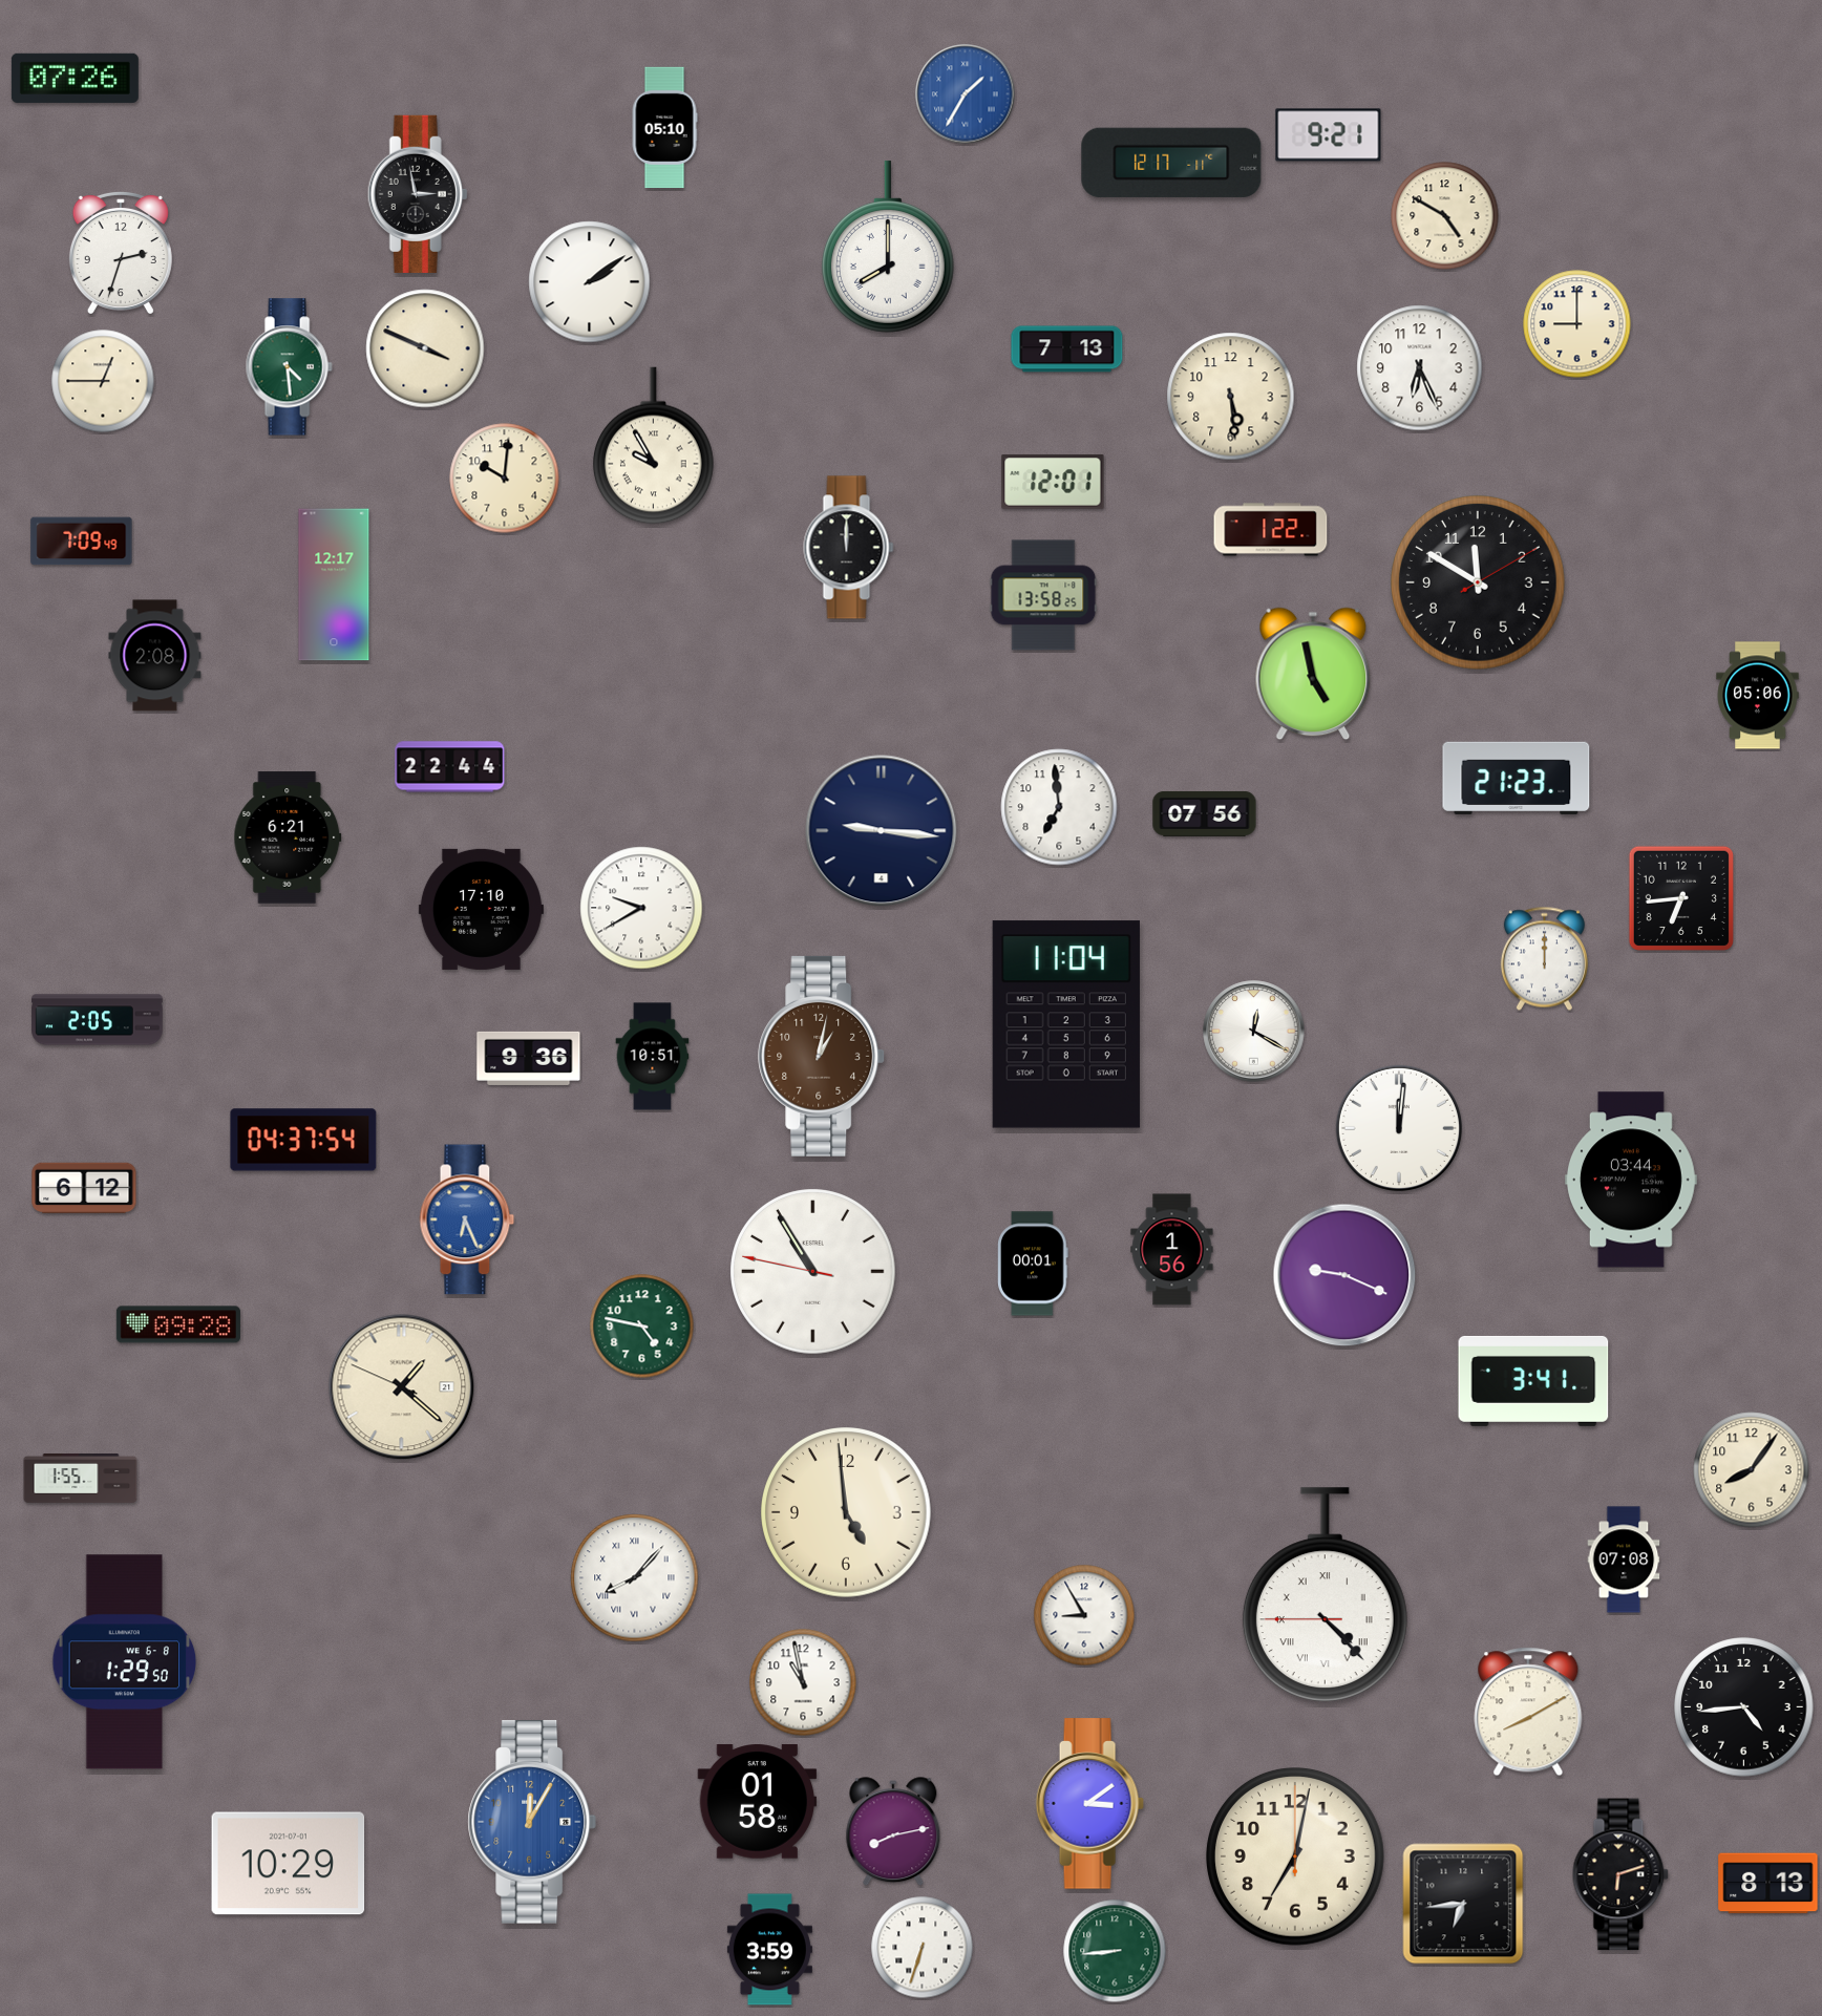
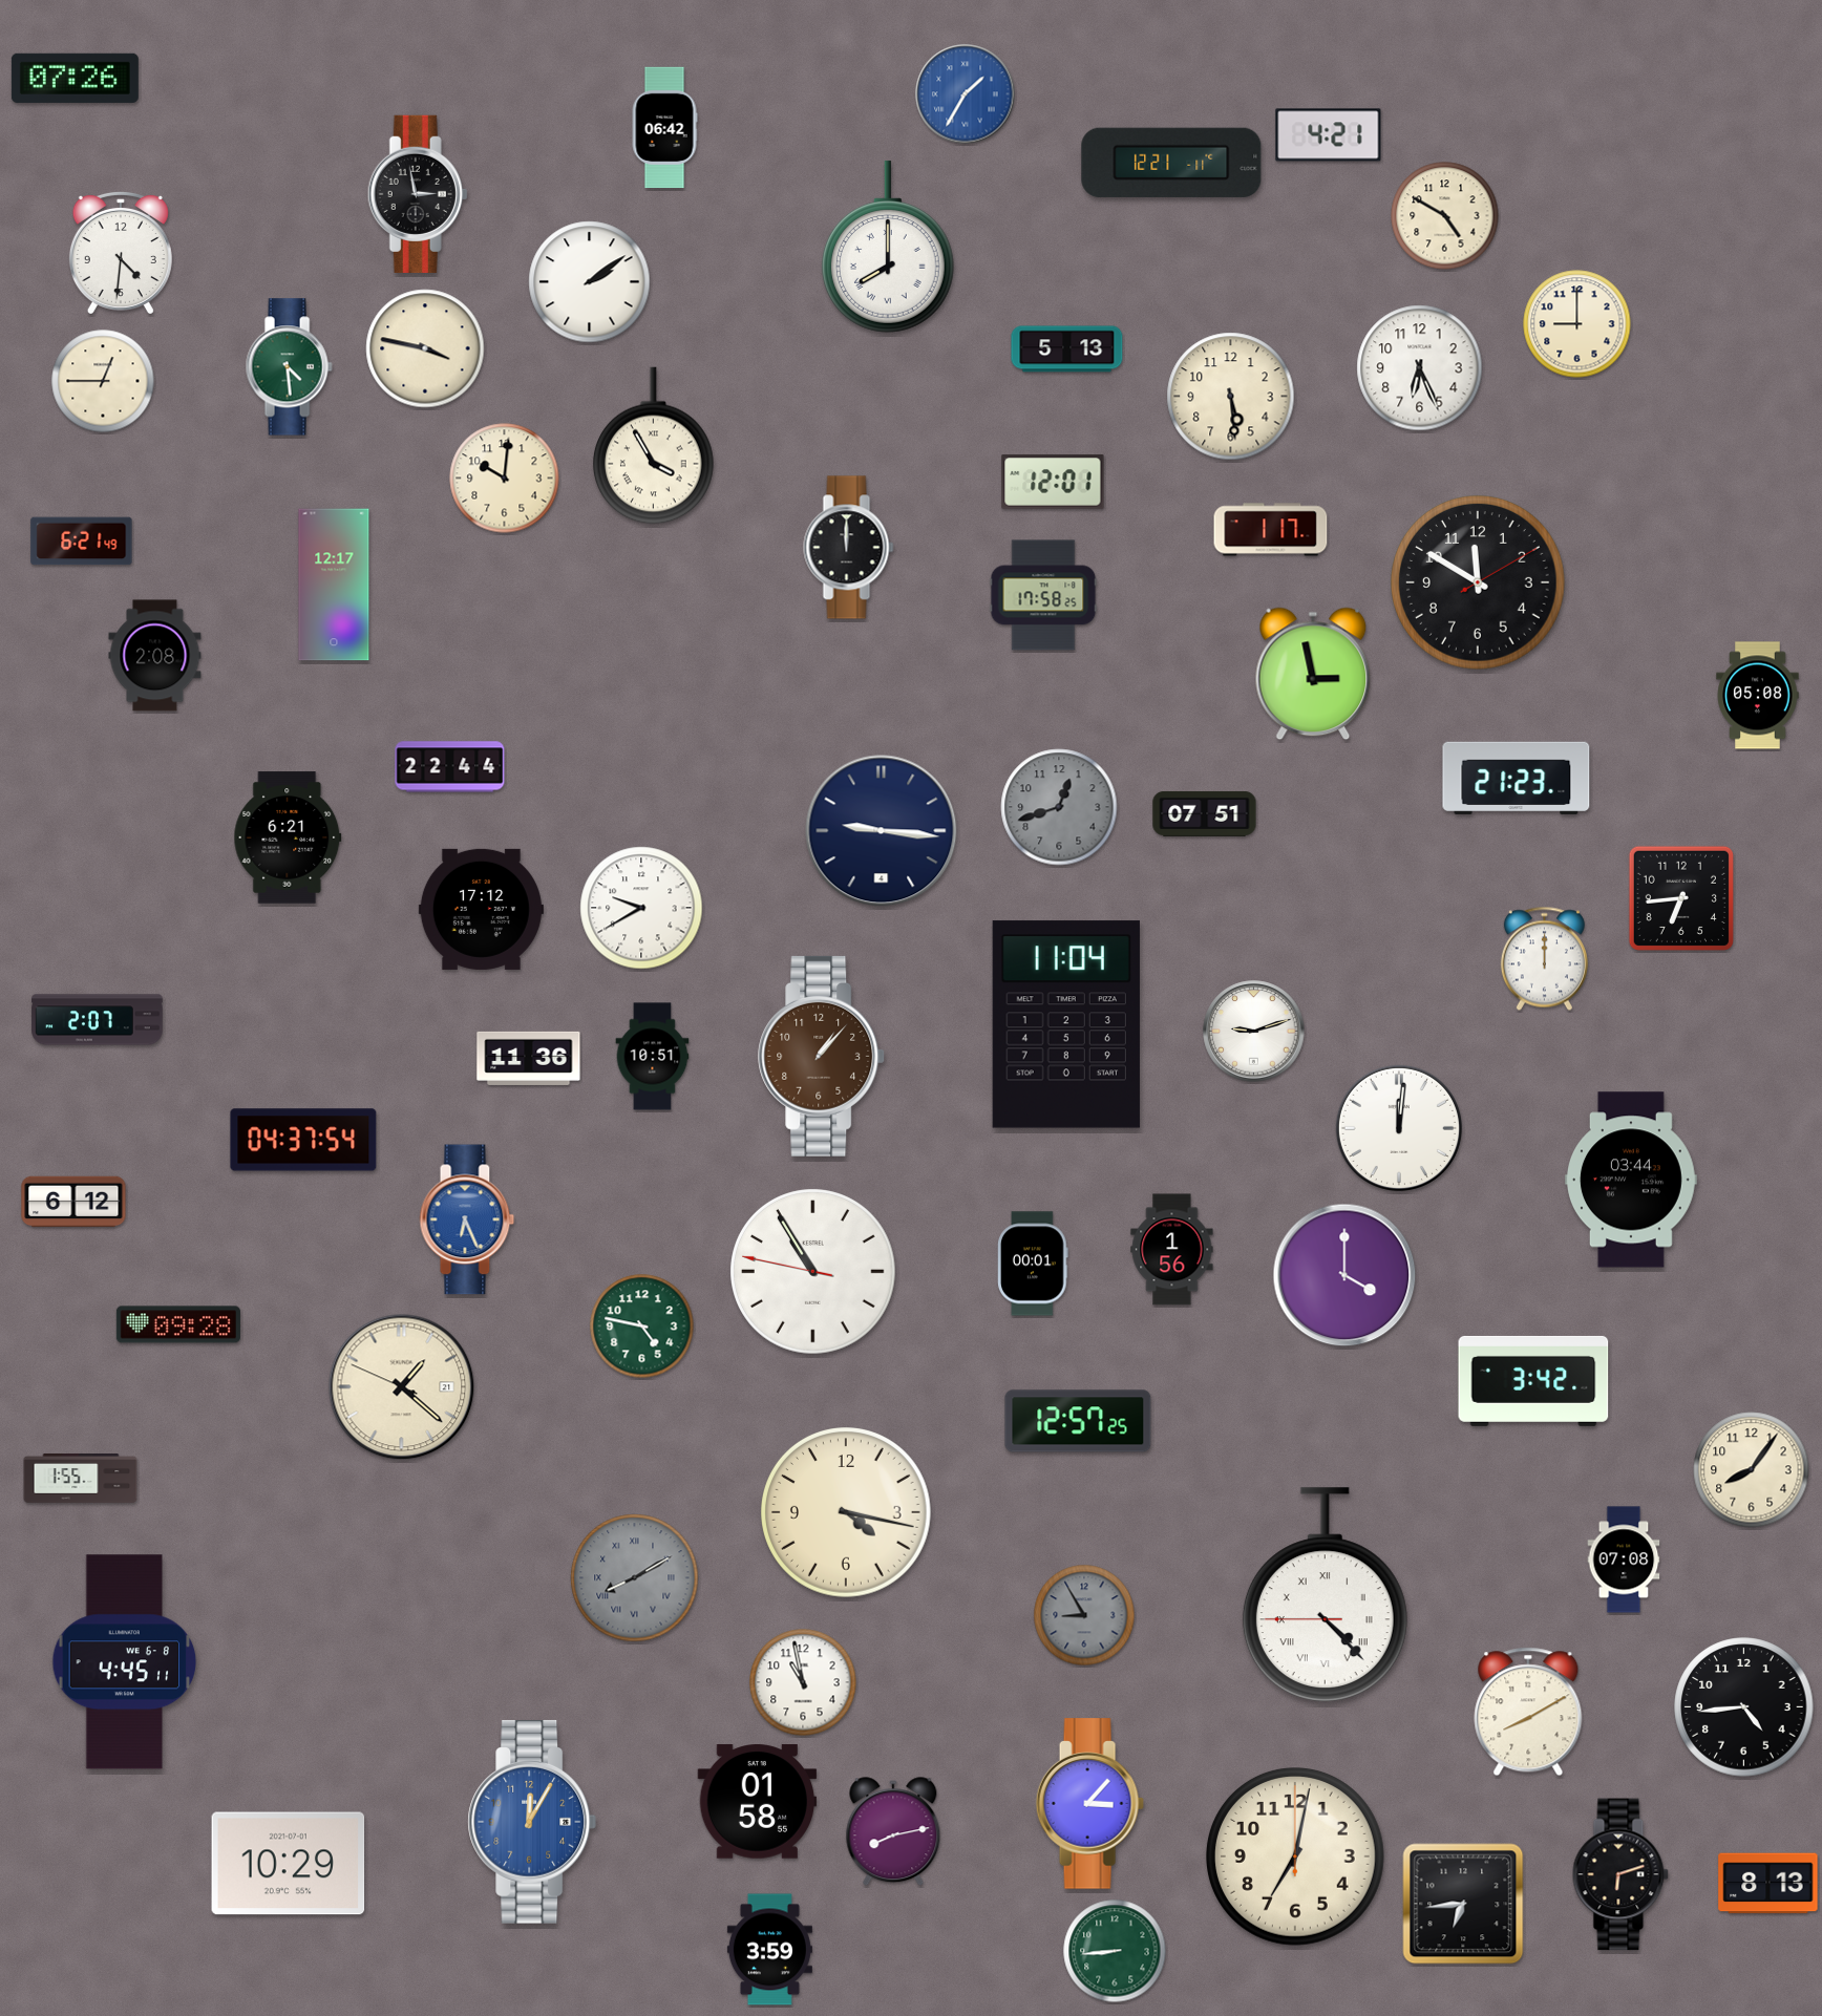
clock at (664, 128): 05:10 -> 06:42
clock at (1329, 135): 9:21 -> 4:21
clock at (1171, 163): 12:17 -> 12:21
clock at (121, 252): 2:33 -> 4:31
clock at (425, 348): 3:49 -> 3:47
clock at (1067, 349): 7:13 -> 5:13
clock at (654, 446): 9:55 -> 3:55
clock at (1271, 530): 1:22 -> 1:17
clock at (82, 542): 7:09 -> 6:21
clock at (1043, 595): 13:58 -> 17:58
clock at (1313, 674): 4:58 -> 2:58
clock at (1758, 696): 05:06 -> 05:08
clock at (1059, 807): 6:59 -> 12:42
clock at (1059, 807) dial: white -> grey
clock at (1205, 813): 07:56 -> 07:51
clock at (481, 909): 17:10 -> 17:12
clock at (98, 1020): 2:05 -> 2:07
clock at (1254, 1032): 12:20 -> 9:12
clock at (822, 1056): 1:02 -> 1:07
clock at (529, 1058): 9:36 -> 11:36
clock at (84, 1188) position: (84, 1188) -> (73, 1202)
clock at (1344, 1275): 9:19 -> 4:00
clock at (1533, 1381): 3:41 -> 3:42
clock at (1078, 1421): none -> 12:57
clock at (847, 1513): 4:59 -> 4:17
clock at (635, 1578): 8:07 -> 8:10
clock at (635, 1578) dial: white -> grey
clock at (1084, 1615) dial: white -> grey
clock at (125, 1662): 1:29 -> 4:45
clock at (1089, 1804): 3:09 -> 3:07
clock at (923, 1948): 6:33 -> none
